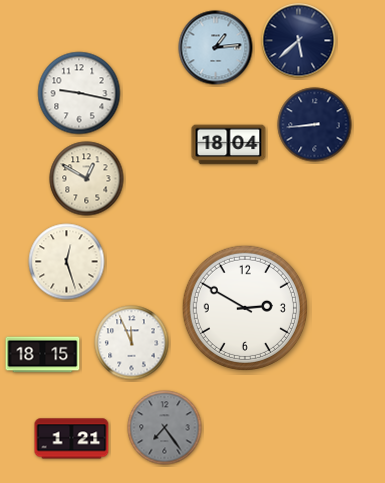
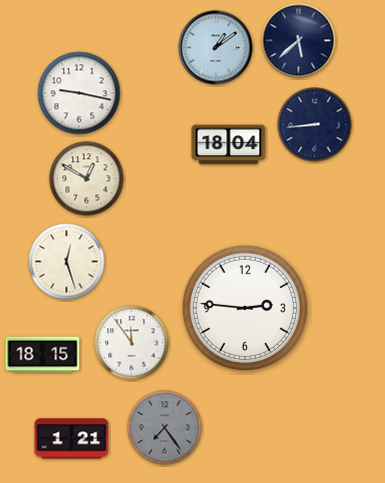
clock at (216, 48): 1:14 -> 1:09
clock at (245, 308): 2:50 -> 2:46
clock at (132, 343): 11:56 -> 11:54
